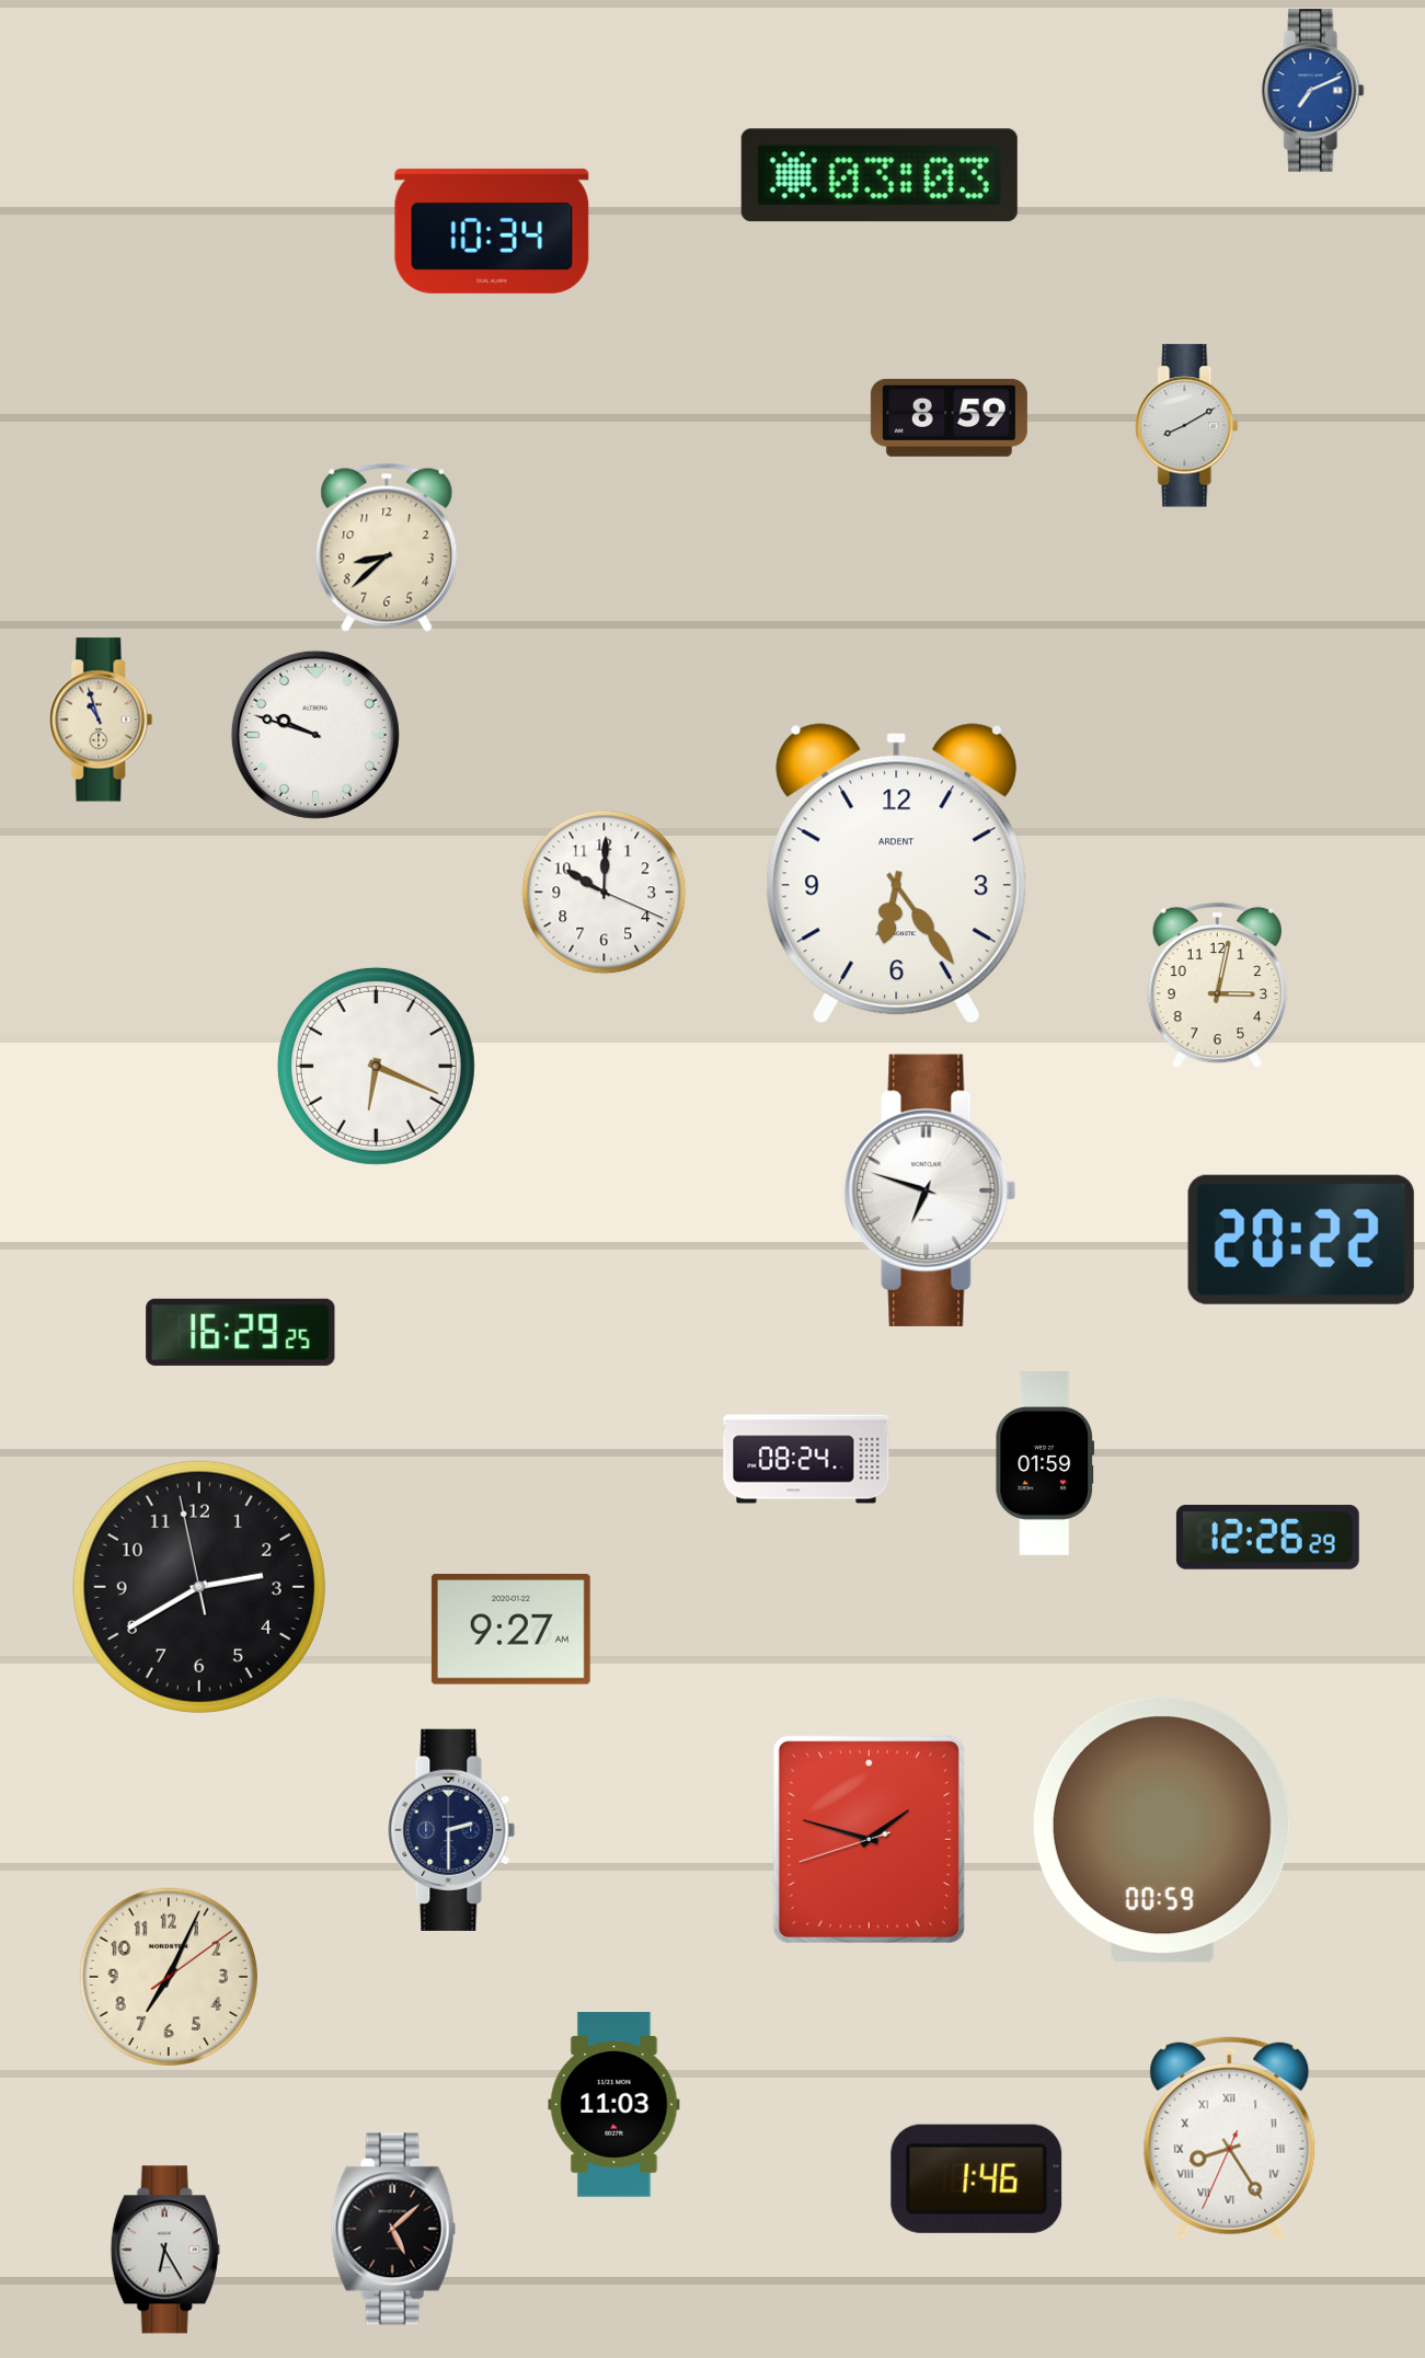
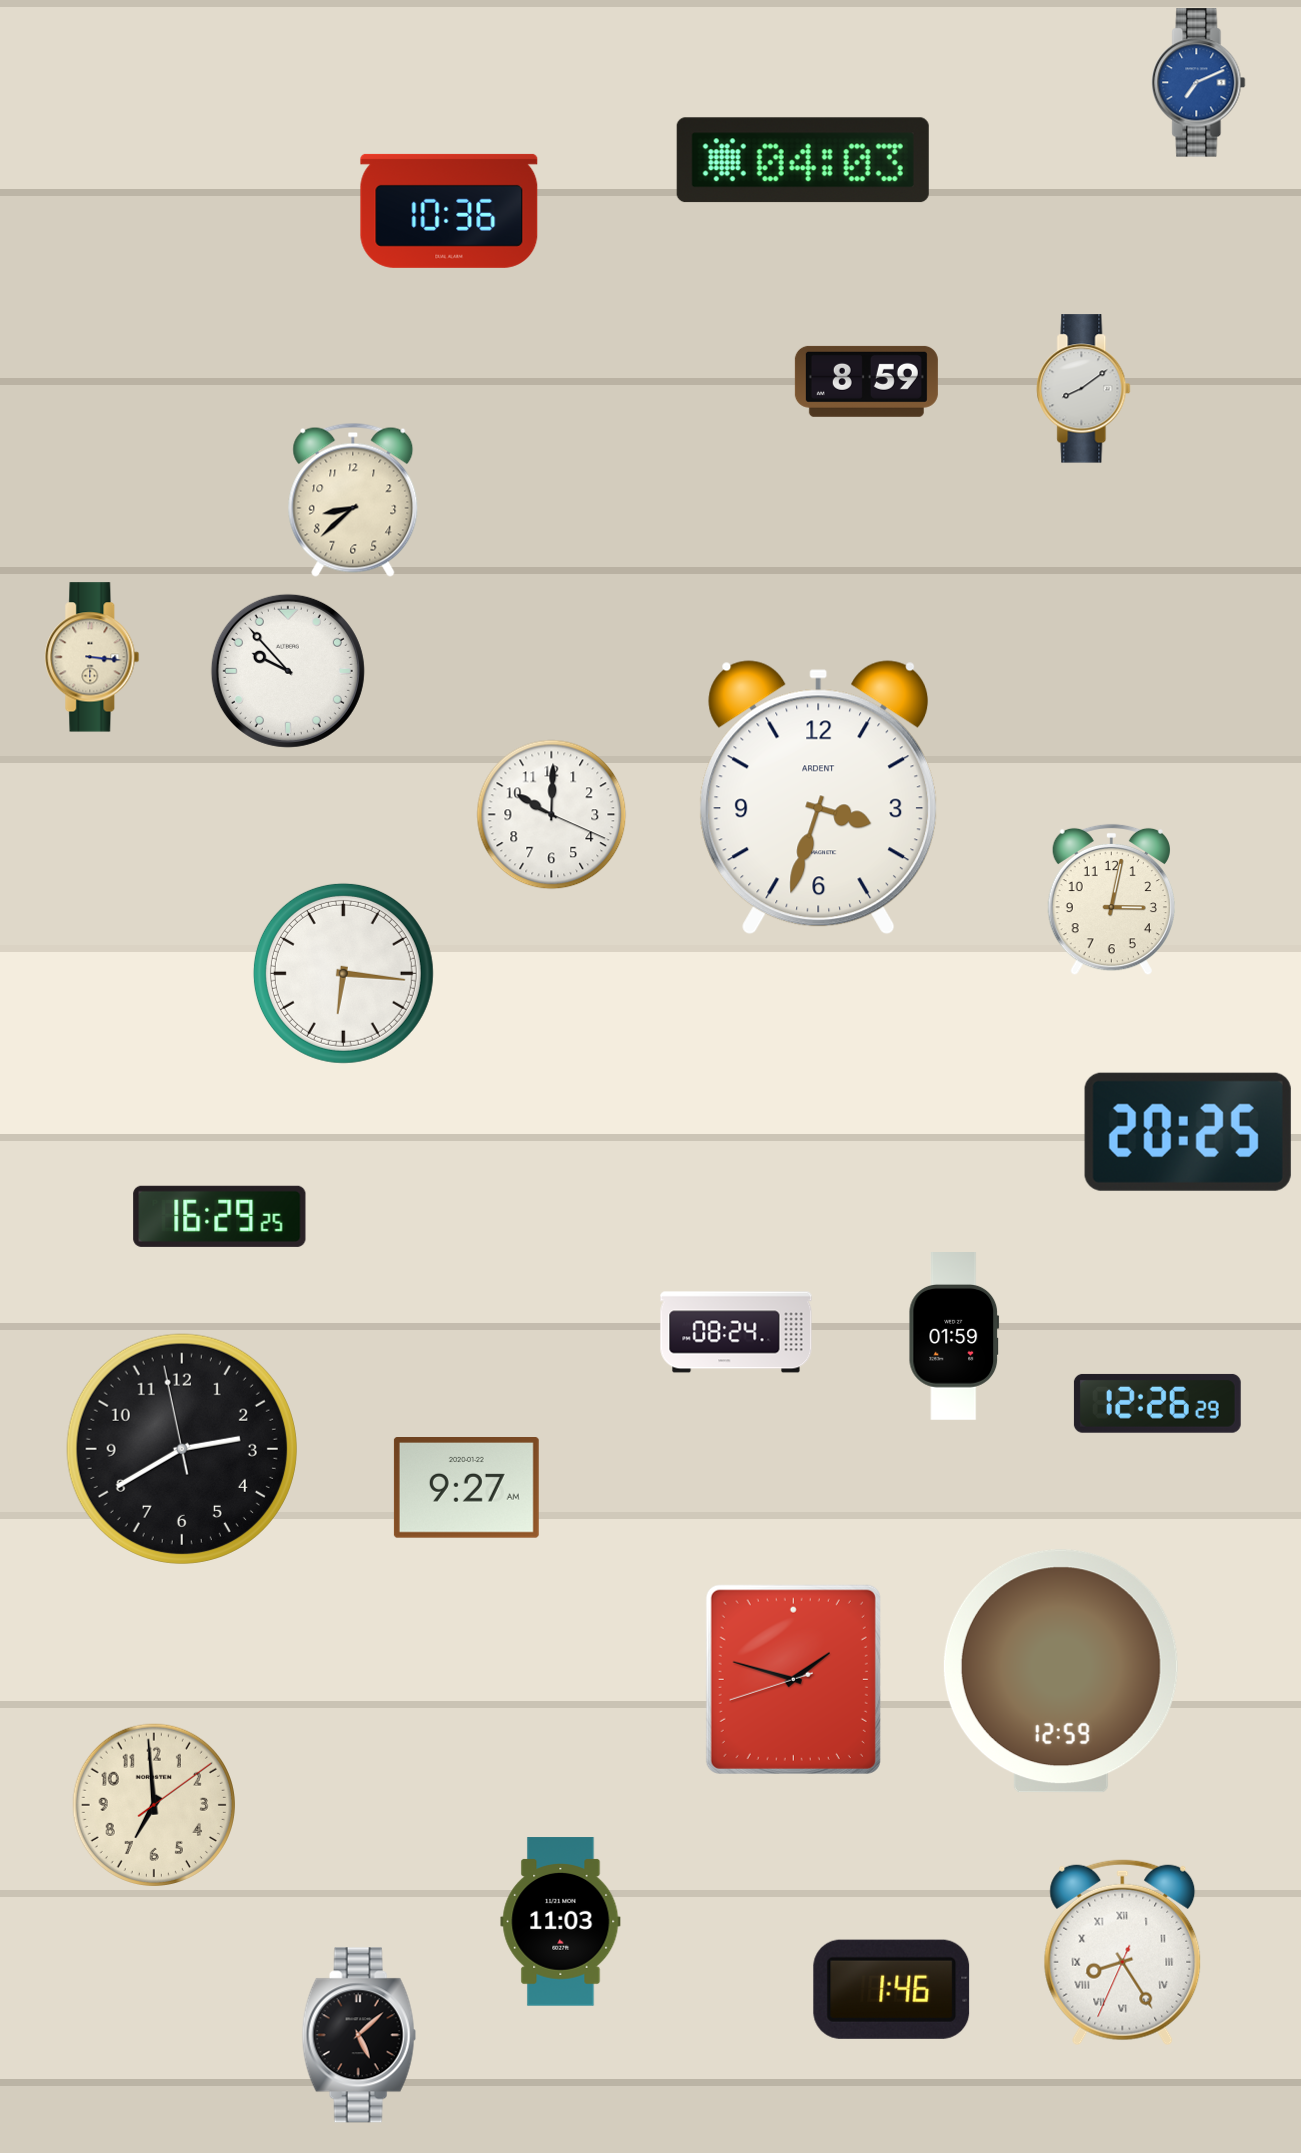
clock at (880, 175): 03:03 -> 04:03
clock at (492, 231): 10:34 -> 10:36
clock at (1187, 426): 8:10 -> 8:09
clock at (101, 720): 10:57 -> 3:16
clock at (315, 735): 9:48 -> 9:53
clock at (897, 874): 6:24 -> 3:33
clock at (376, 1066): 6:19 -> 6:16
clock at (930, 1190): 6:48 -> none
clock at (1301, 1240): 20:22 -> 20:25
clock at (451, 1830): 2:30 -> none
clock at (1162, 1830): 00:59 -> 12:59
clock at (168, 1976): 7:04 -> 6:59
clock at (165, 2250): 6:25 -> none
